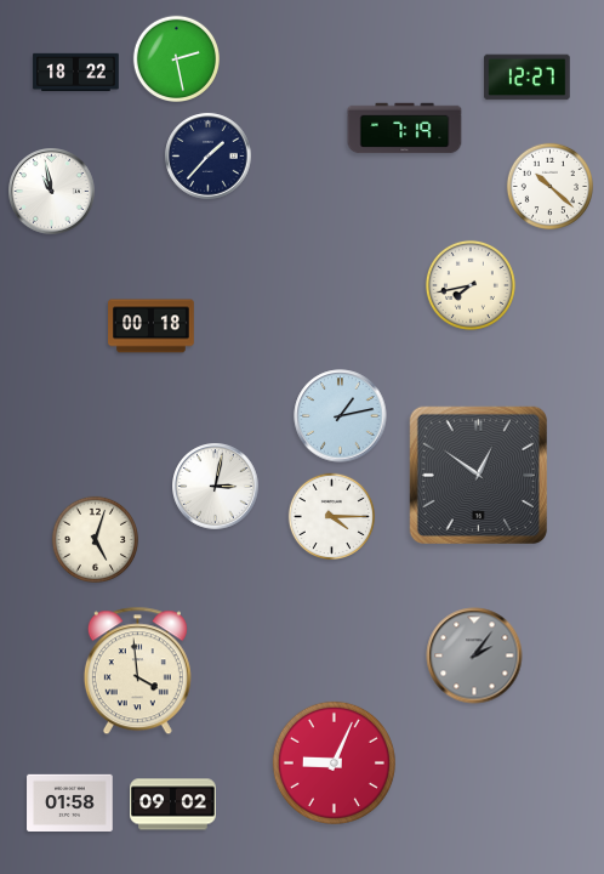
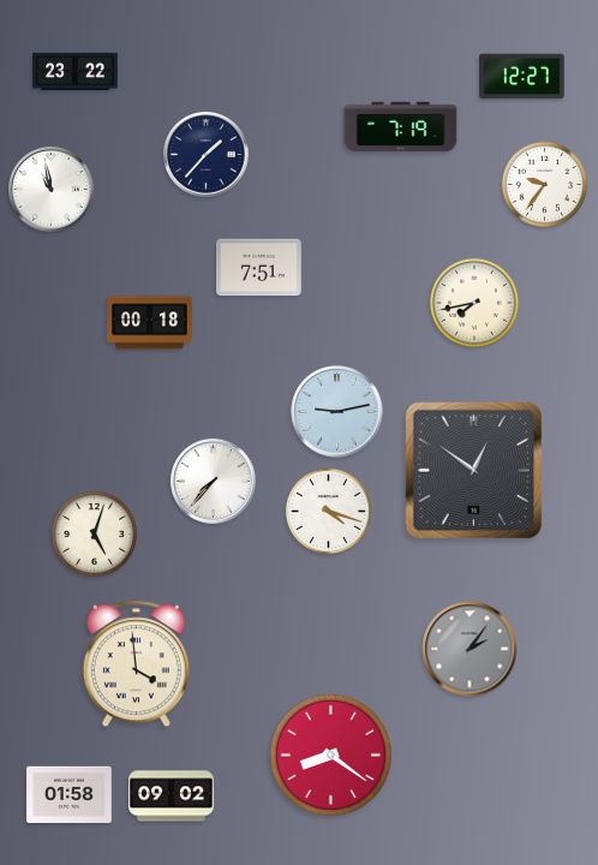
clock at (176, 58): 2:28 -> none
clock at (76, 73): 18:22 -> 23:22
clock at (549, 186): 10:22 -> 9:36
clock at (259, 268): none -> 7:51
clock at (471, 285) position: (471, 285) -> (474, 303)
clock at (341, 416): 1:13 -> 9:13
clock at (216, 487): 3:02 -> 7:37
clock at (331, 516): 4:15 -> 4:18
clock at (334, 762): 9:04 -> 8:21
